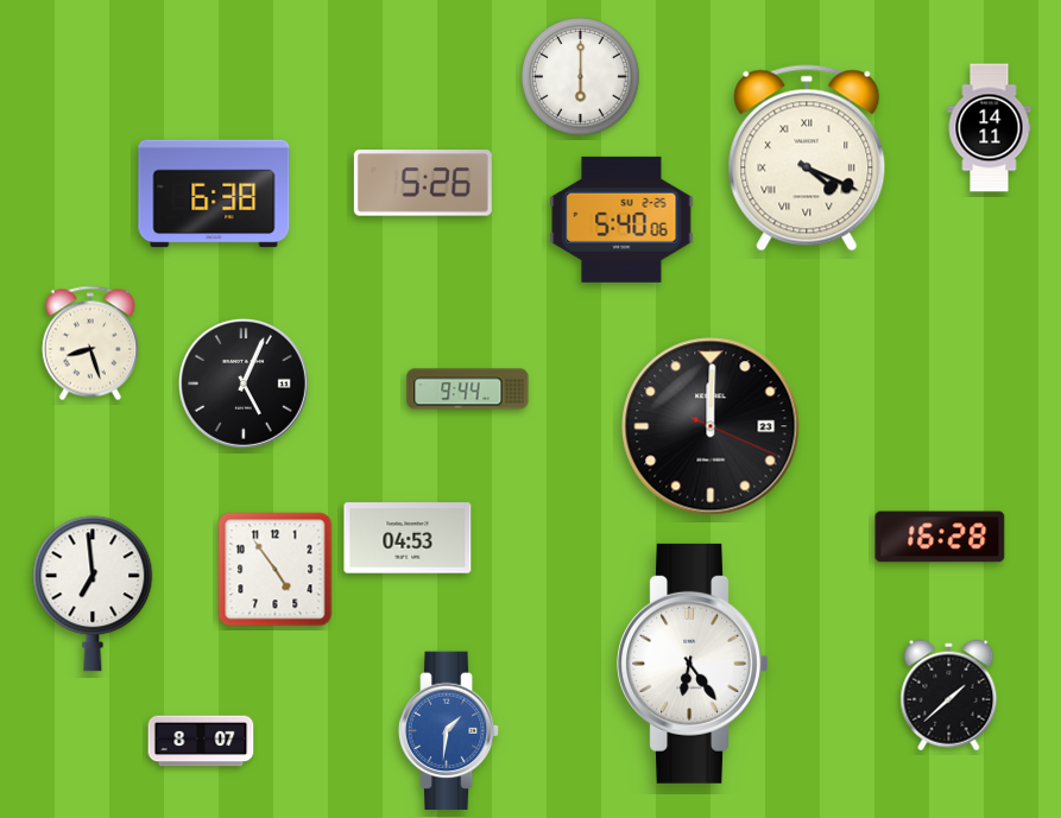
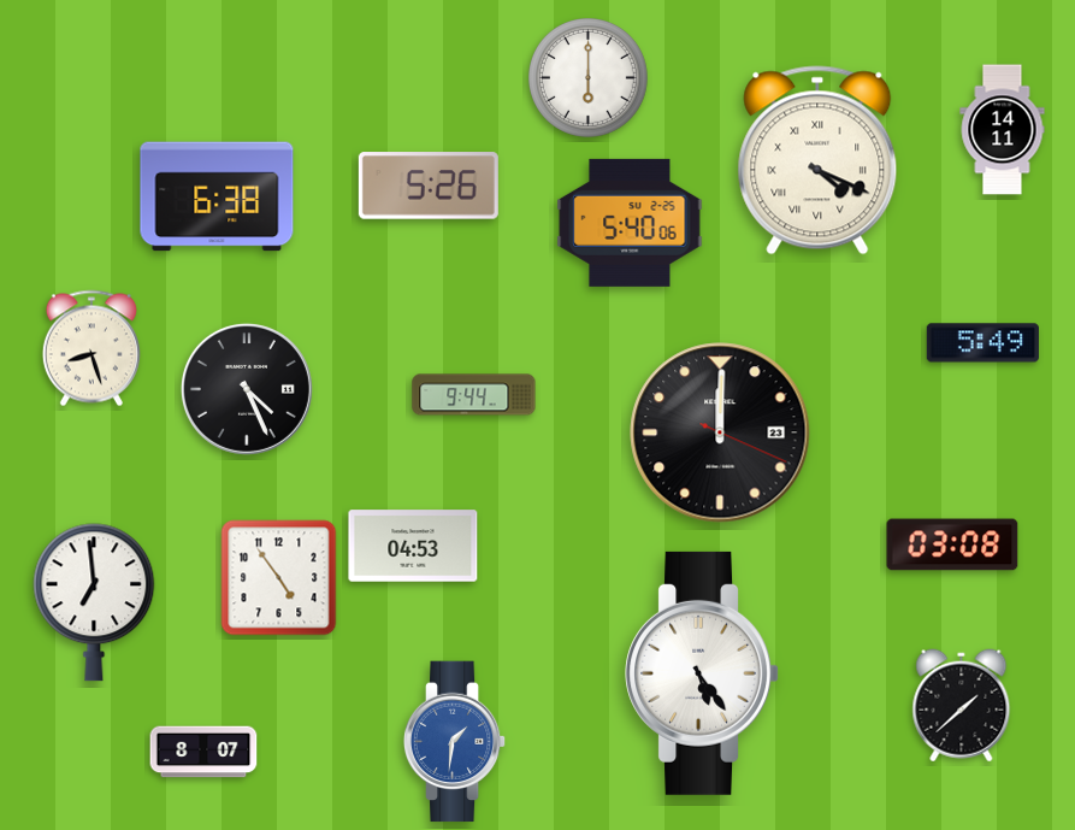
clock at (982, 343): none -> 5:49
clock at (244, 383): 5:04 -> 4:26
clock at (940, 537): 16:28 -> 03:08
clock at (693, 664): 6:24 -> 5:24
